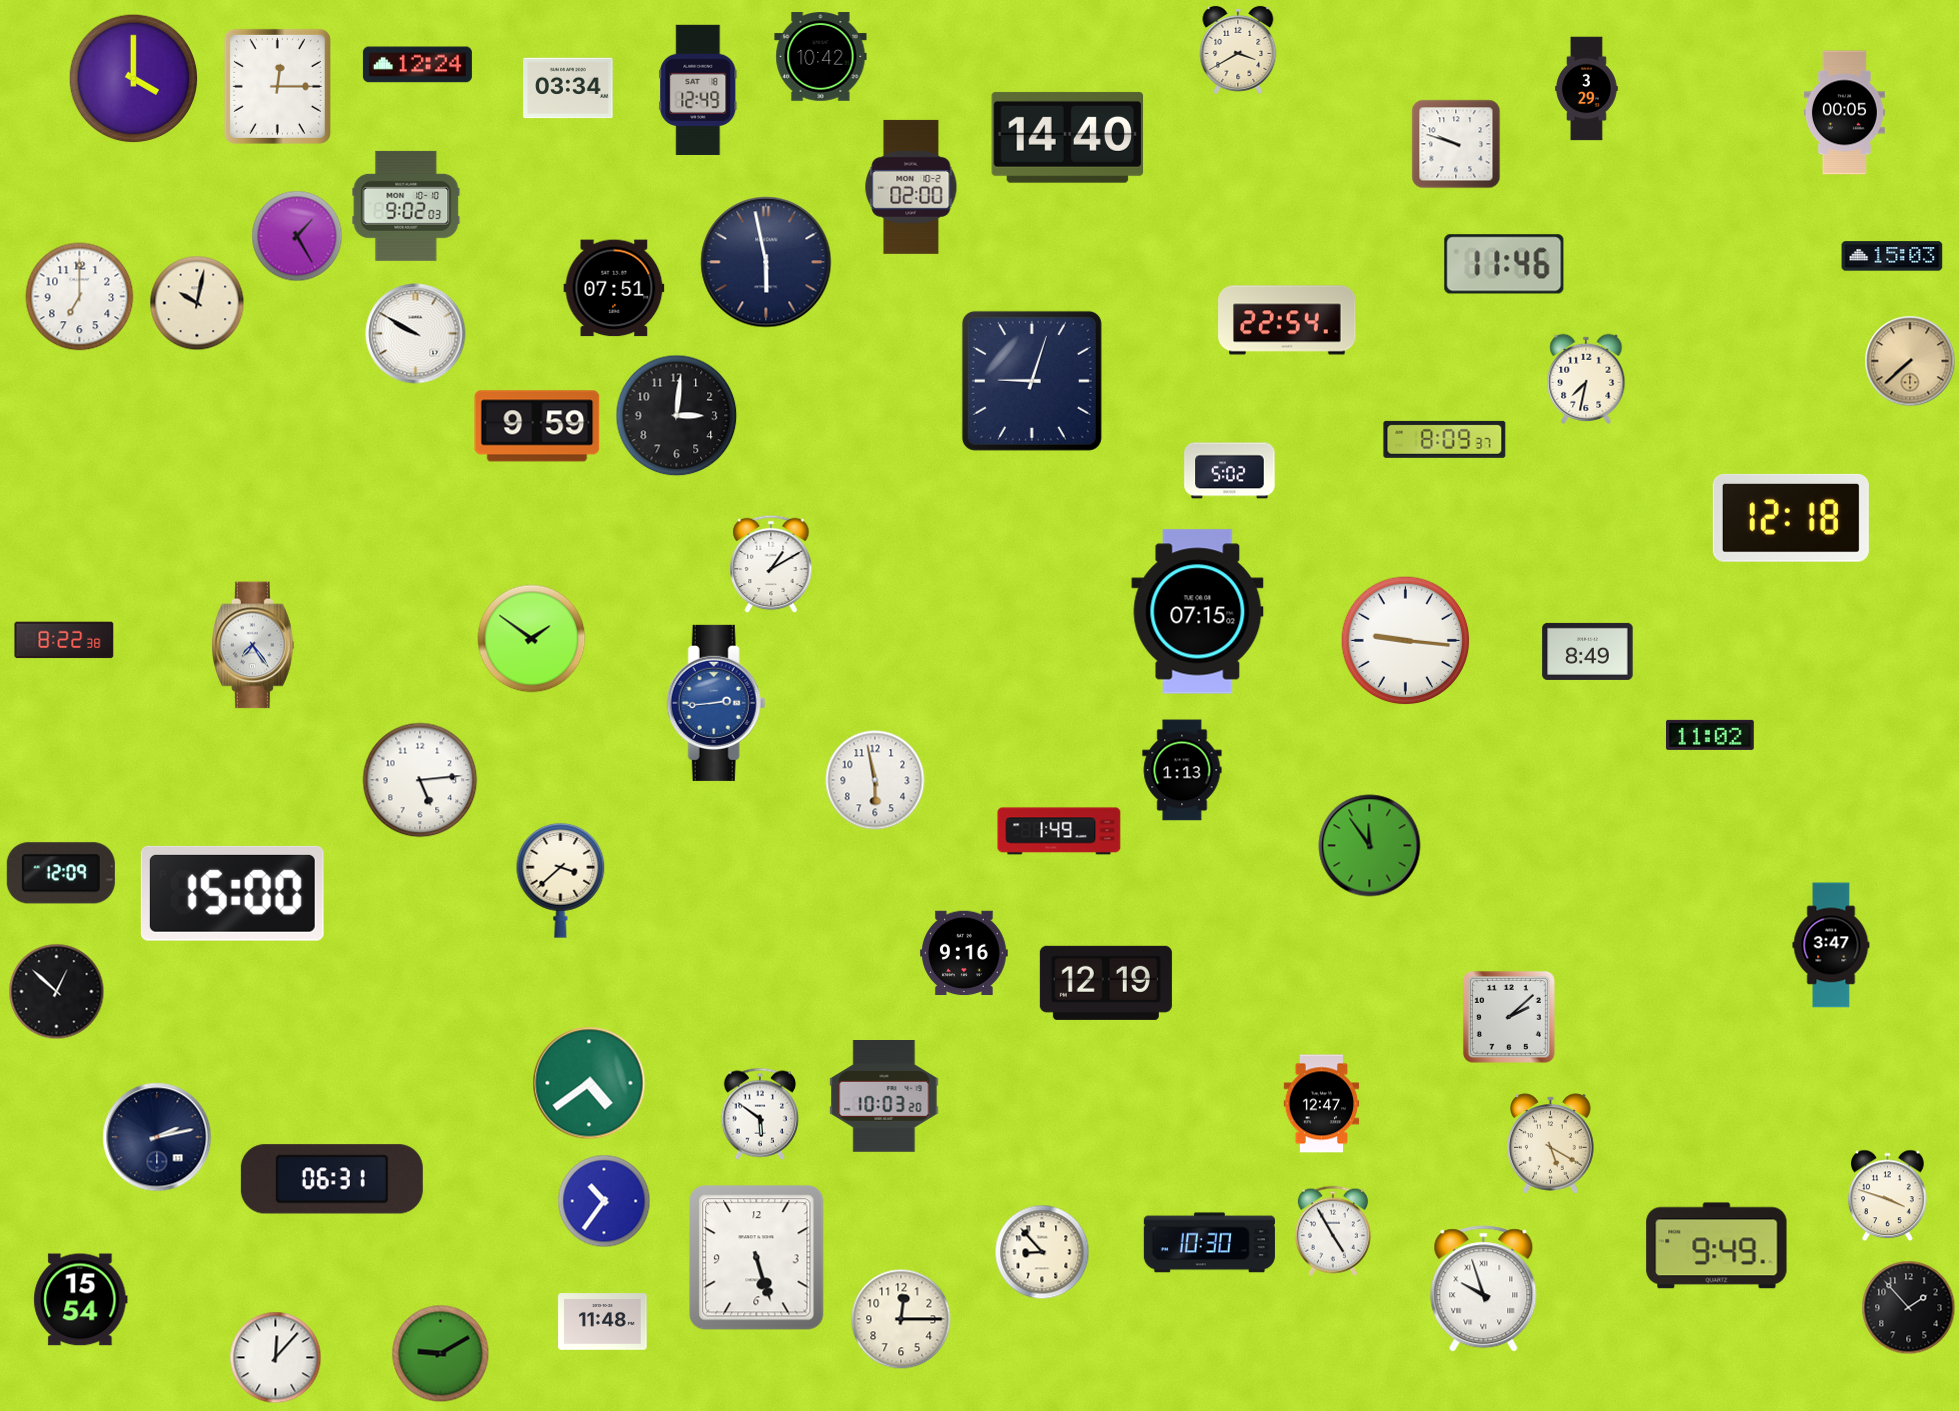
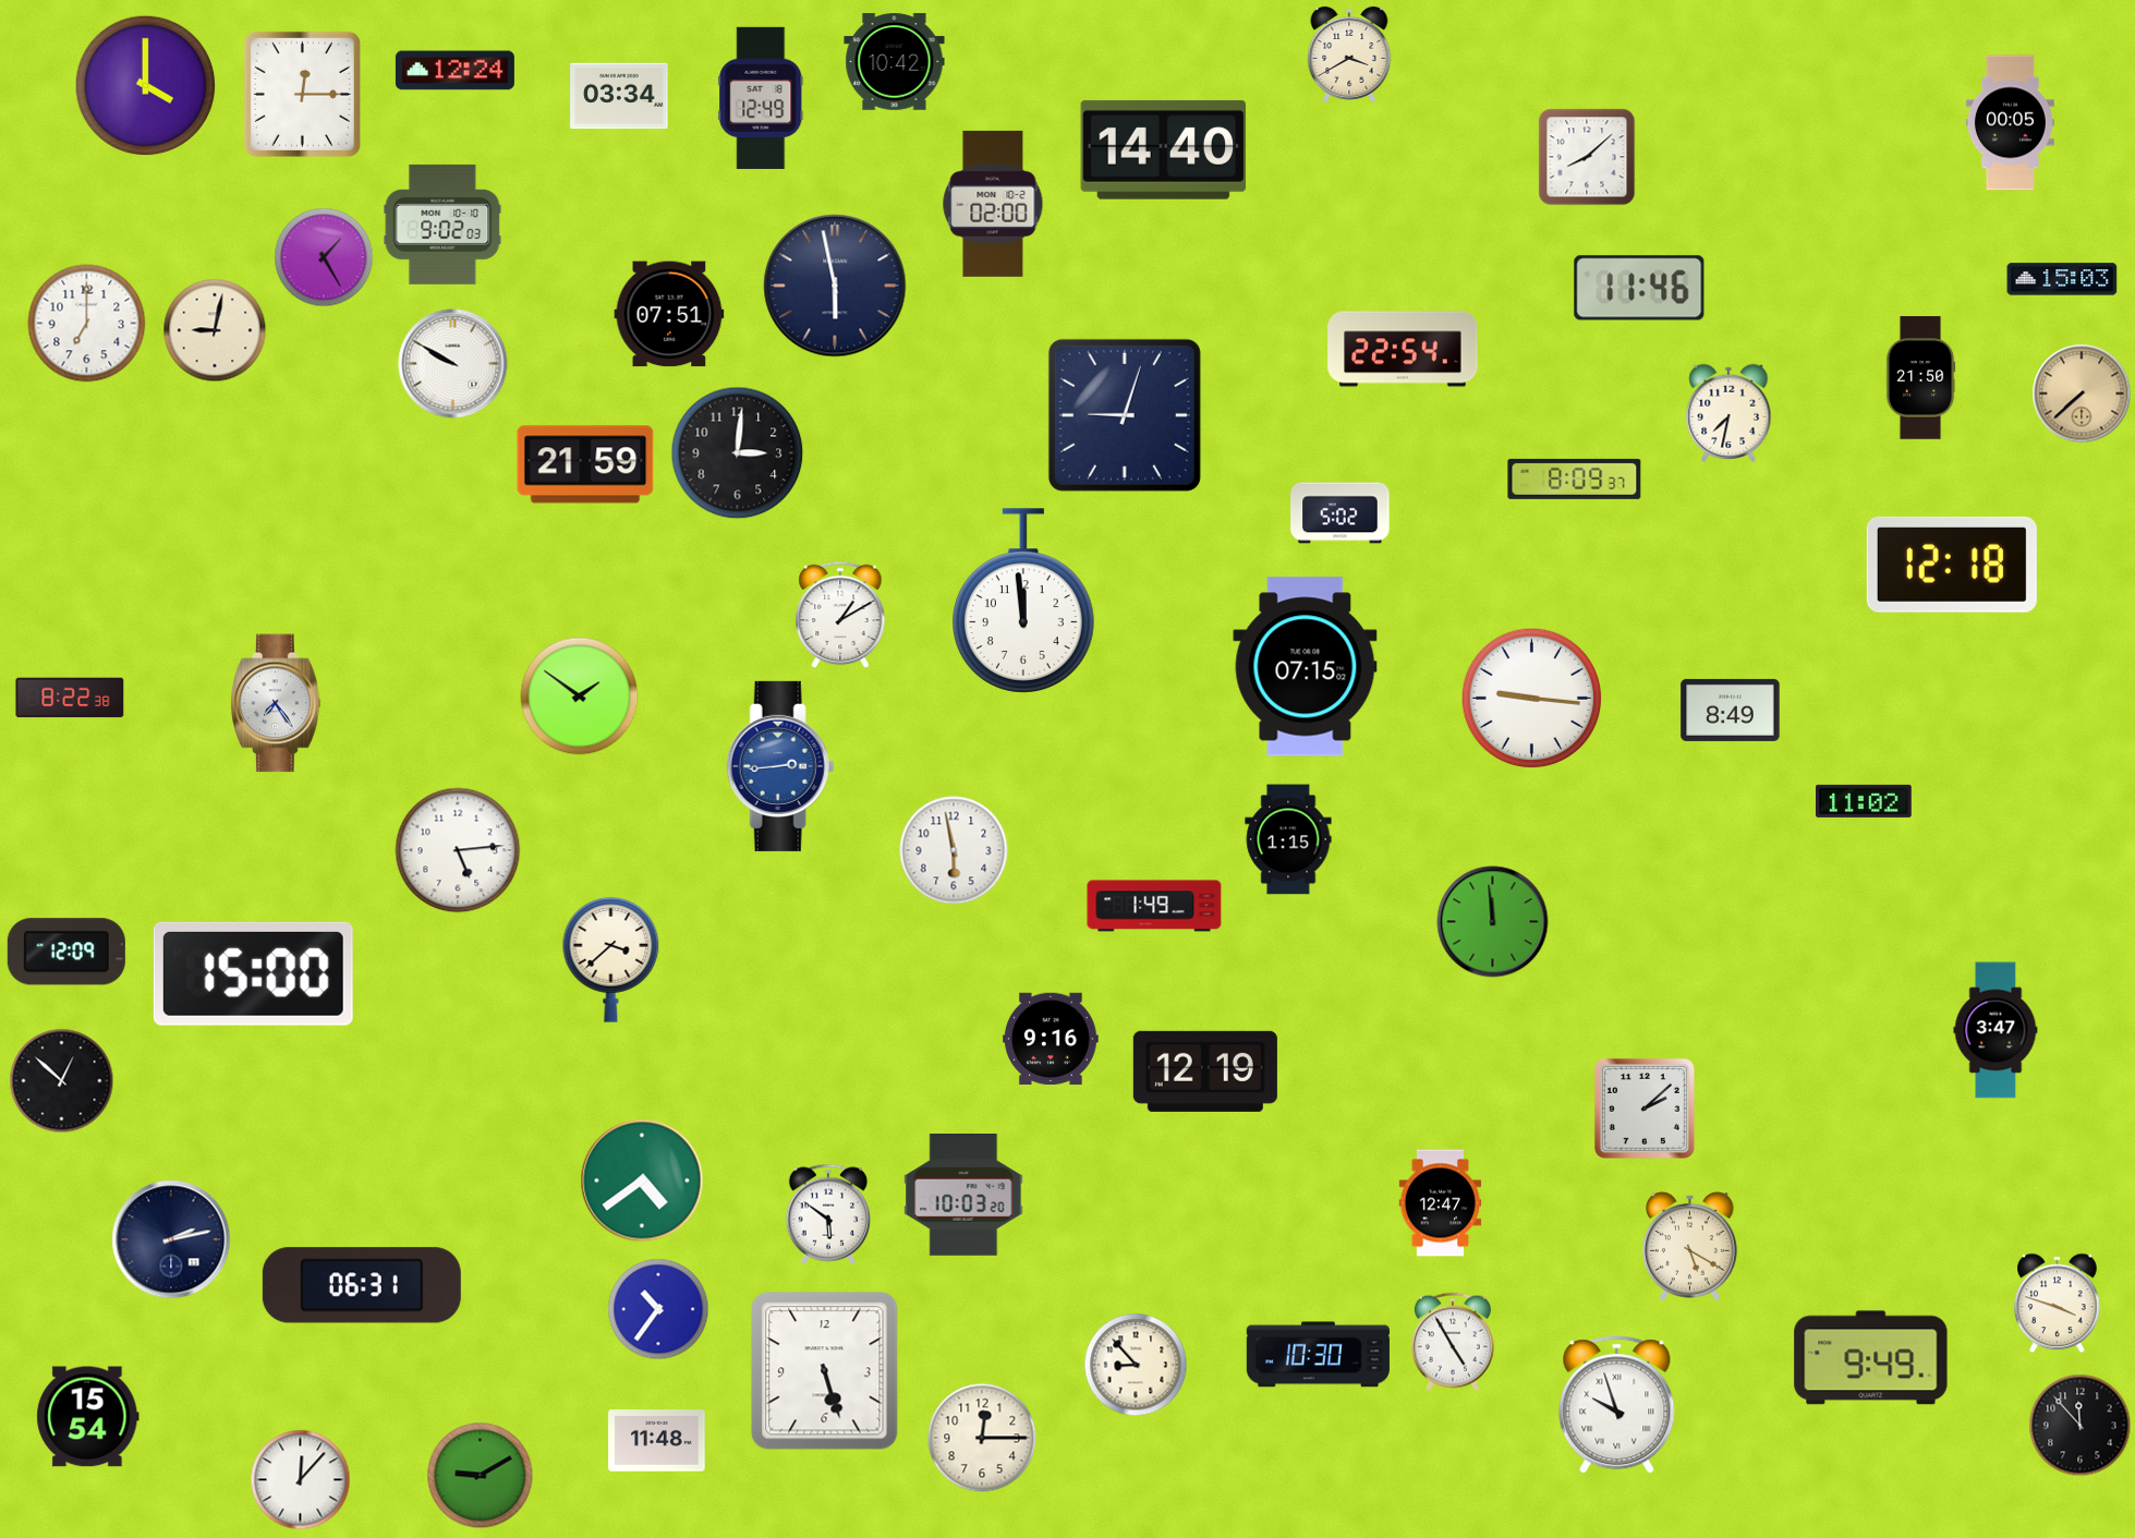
clock at (1587, 89): 3:29 -> none
clock at (1456, 144): 9:48 -> 8:08
clock at (197, 303): 10:02 -> 9:02
clock at (1920, 378): none -> 21:50
clock at (537, 426): 9:59 -> 21:59
clock at (1024, 601): none -> 11:59
clock at (1182, 770): 1:13 -> 1:15
clock at (1370, 846): 11:54 -> 11:59
clock at (1909, 1308): 1:53 -> 11:53
